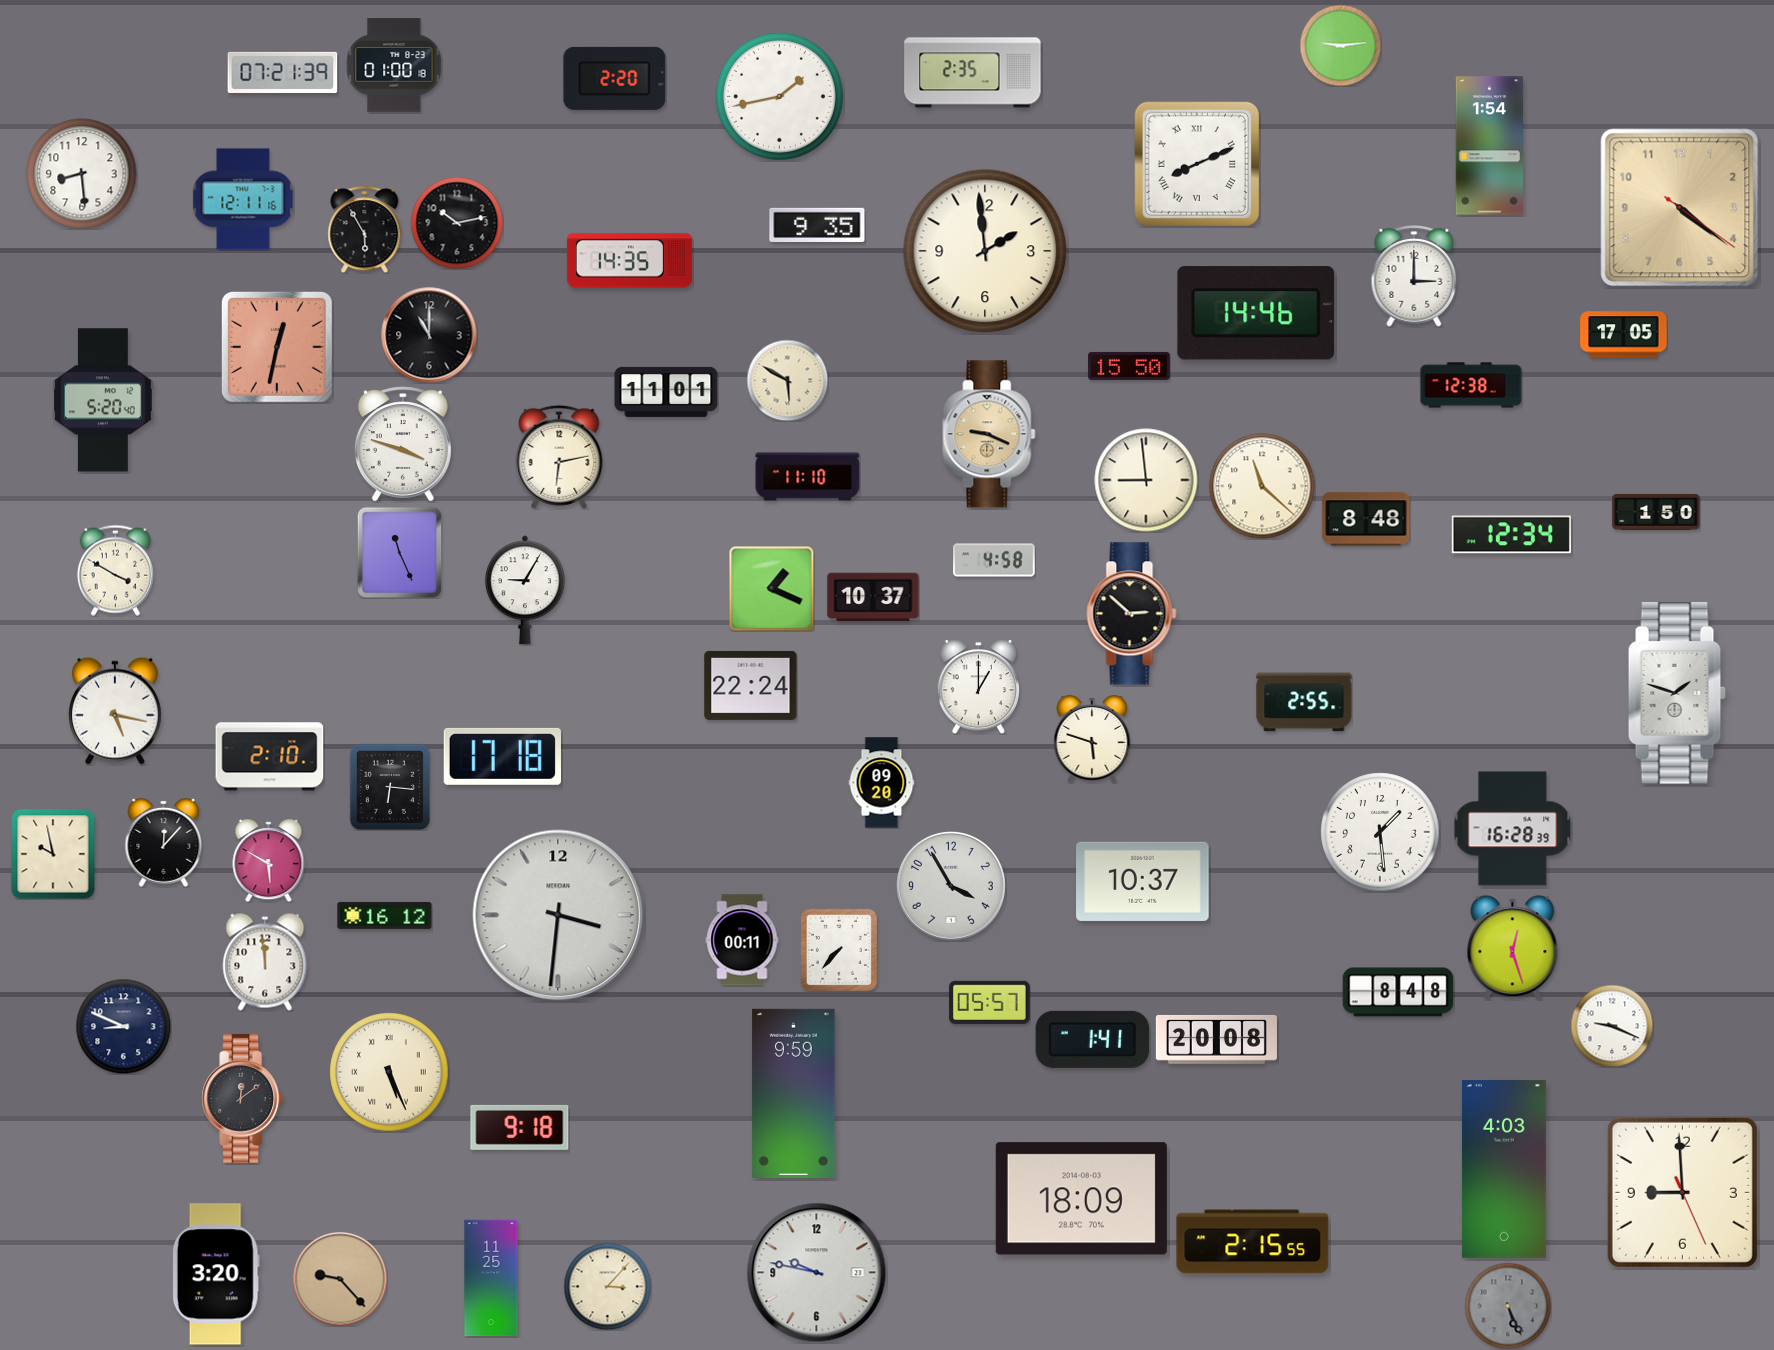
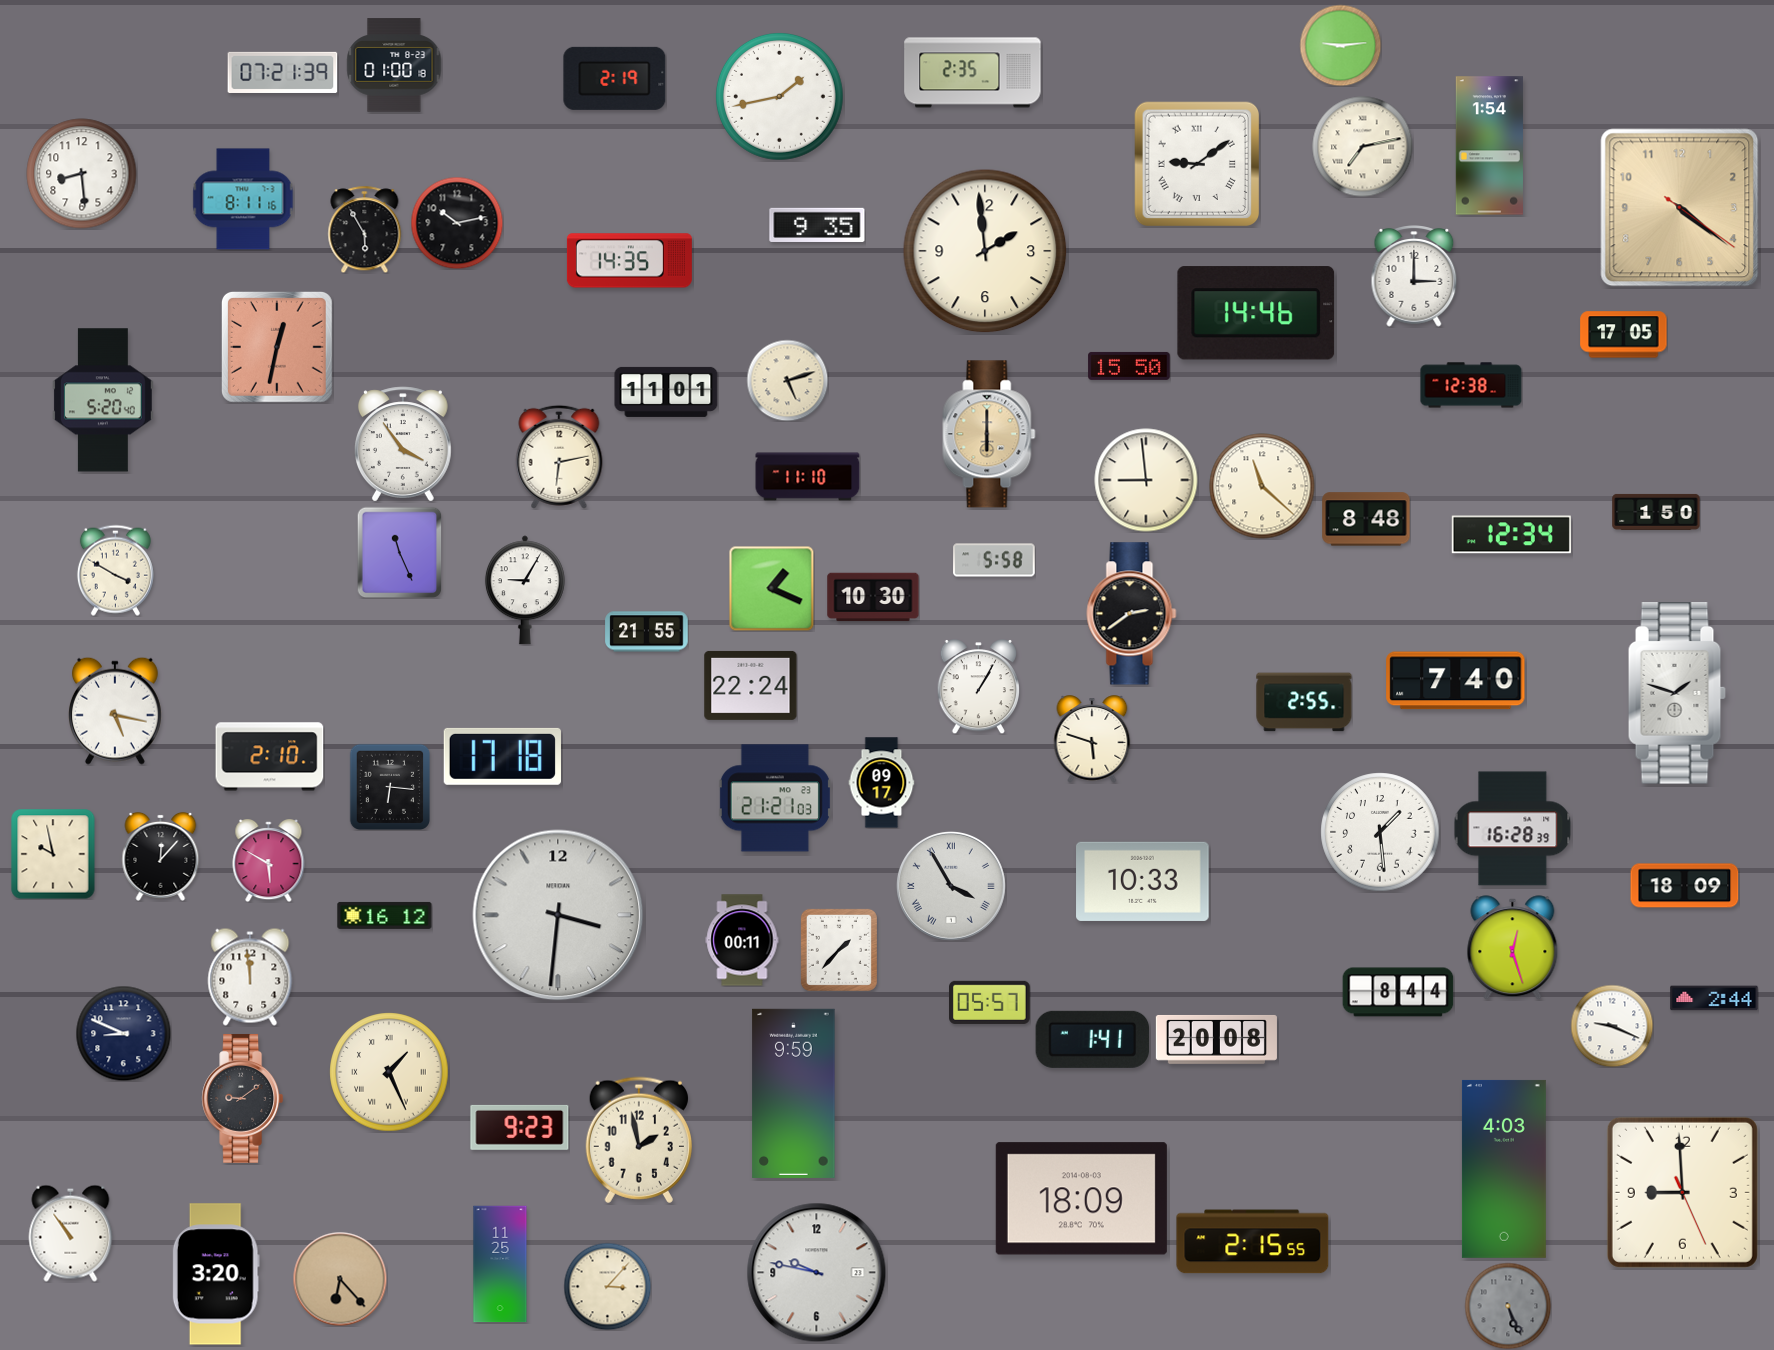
clock at (615, 78): 2:20 -> 2:19
clock at (1363, 147): none -> 7:13
clock at (1197, 164): 8:11 -> 9:09
clock at (243, 199): 12:11 -> 8:11
clock at (429, 335): 11:00 -> none
clock at (787, 380): 5:50 -> 5:12
clock at (989, 434): 9:19 -> 6:00
clock at (403, 444): 3:48 -> 3:54
clock at (994, 560): 4:58 -> 5:58
clock at (873, 597): 10:37 -> 10:30
clock at (1132, 614): 2:52 -> 2:39
clock at (647, 632): none -> 21:55
clock at (1456, 681): none -> 7:40
clock at (978, 687): 1:00 -> 1:05
clock at (882, 783): 09:20 -> 09:17
clock at (775, 798): none -> 21:21
clock at (164, 842) position: (164, 842) -> (161, 856)
clock at (1143, 881): 10:37 -> 10:33
clock at (951, 886) numerals: Arabic -> Roman
clock at (1685, 886): none -> 18:09
clock at (839, 950): 7:37 -> 1:37
clock at (265, 962) position: (265, 962) -> (250, 977)
clock at (1398, 992): 8:48 -> 8:44
clock at (1714, 998): none -> 2:44
clock at (123, 1026) position: (123, 1026) -> (123, 1033)
clock at (389, 1072): 5:26 -> 1:26
clock at (243, 1098): 12:09 -> 9:09
clock at (520, 1127): 9:18 -> 9:23
clock at (639, 1140): none -> 1:58
clock at (71, 1233): none -> 10:54
clock at (491, 1278) position: (491, 1278) -> (500, 1264)
clock at (340, 1279): 9:23 -> 6:23
